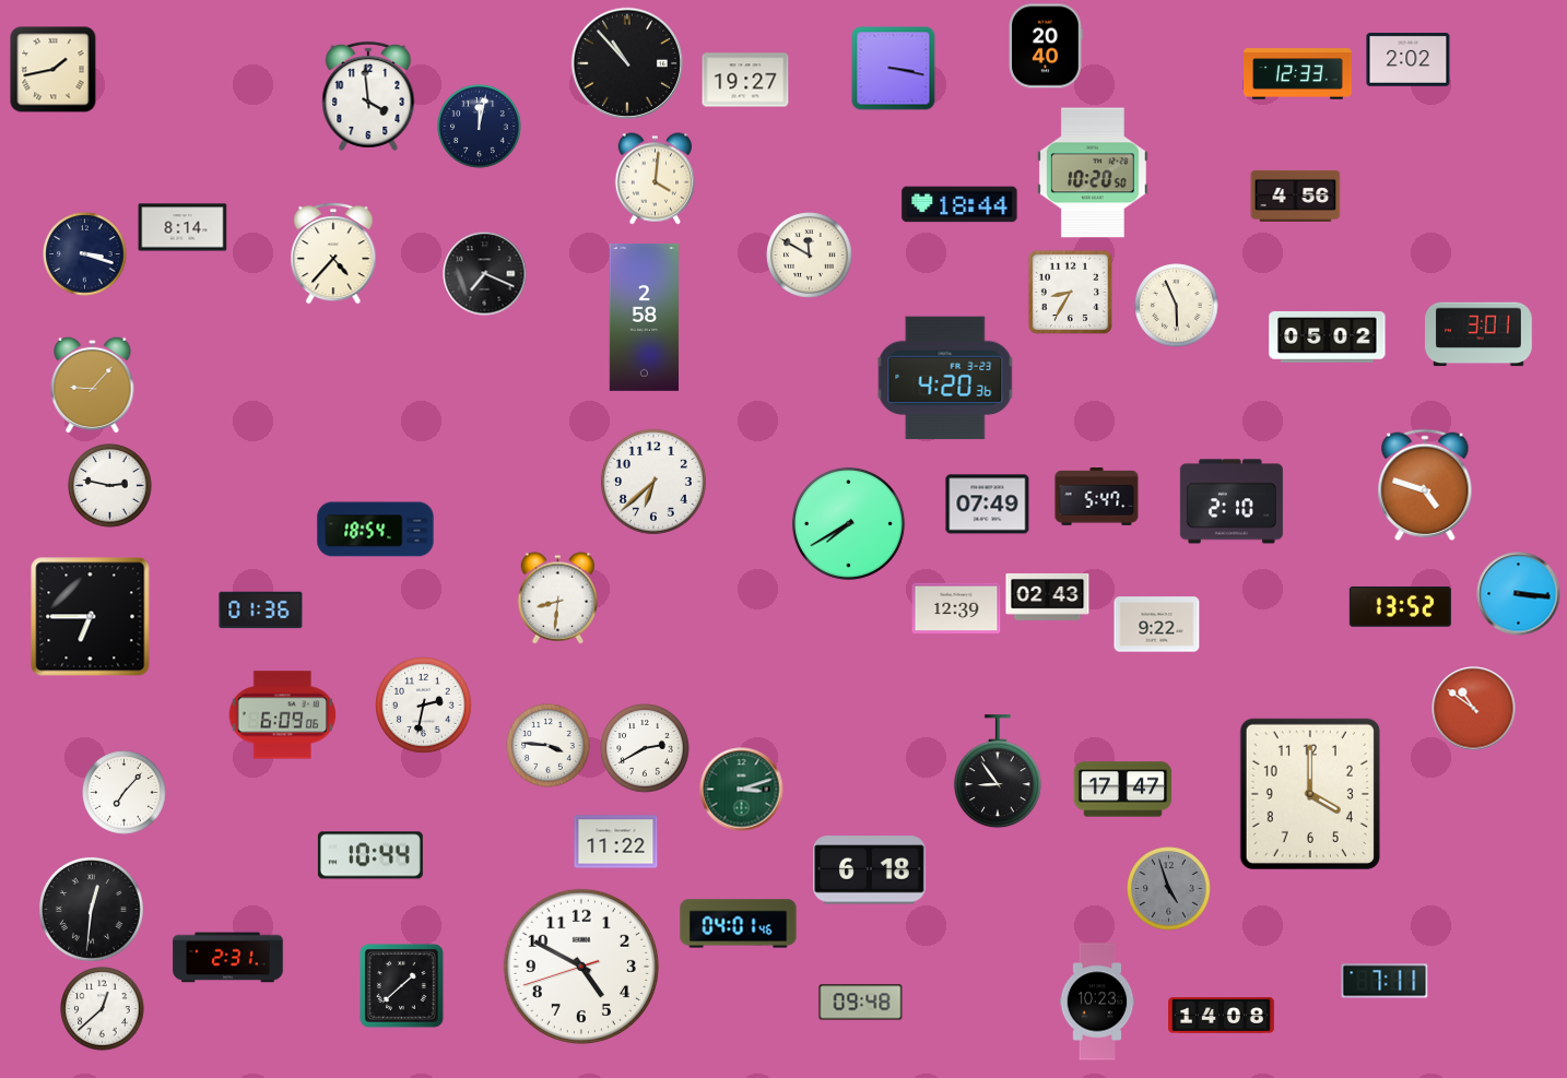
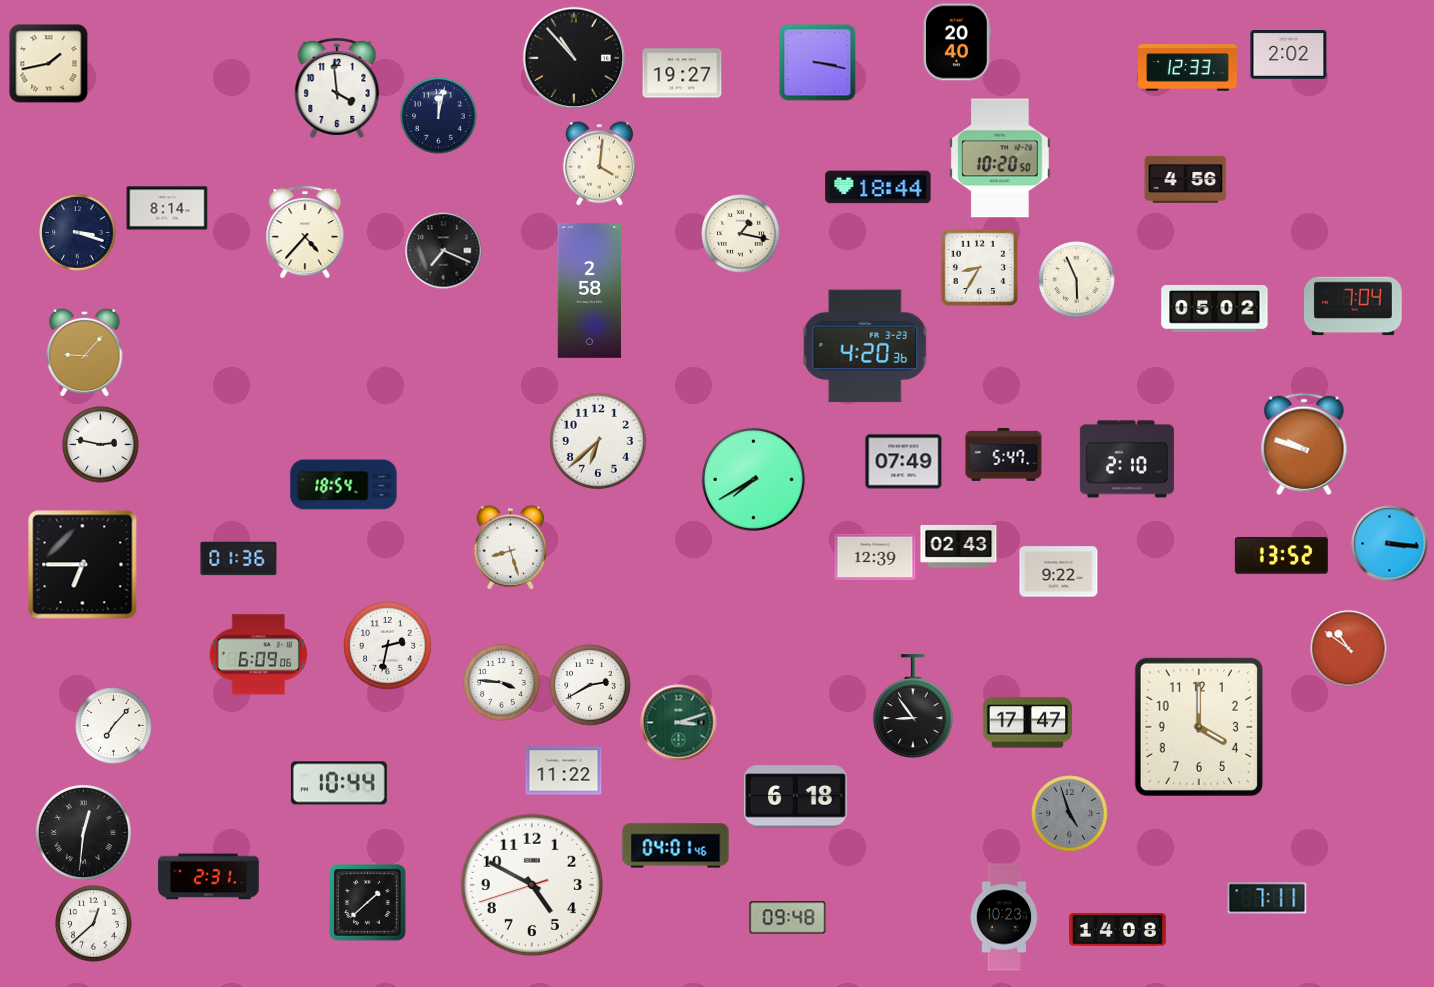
clock at (810, 256): 11:50 -> 1:17
clock at (1480, 334): 3:01 -> 7:04
clock at (1425, 485): 4:48 -> 9:48
clock at (848, 523) position: (848, 523) -> (753, 479)
clock at (558, 599): 8:31 -> 8:27
